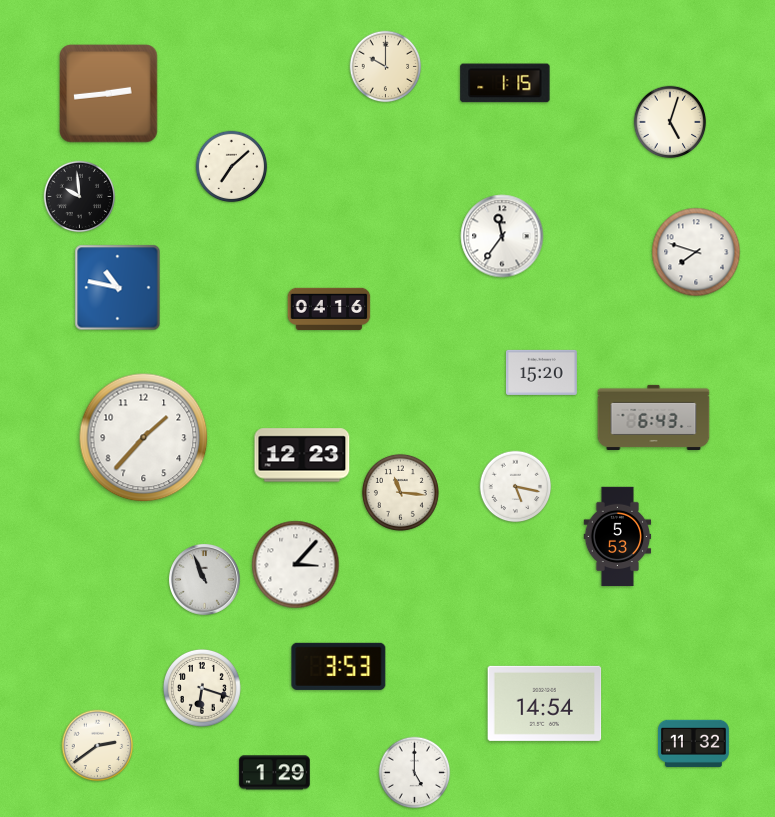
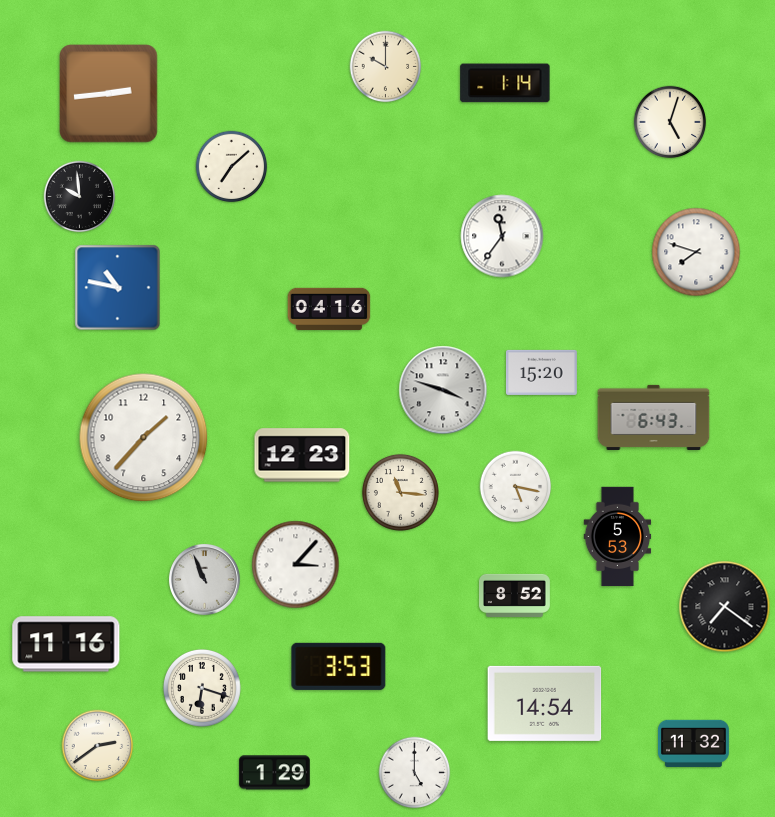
clock at (505, 83): 1:15 -> 1:14
clock at (443, 390): none -> 3:48
clock at (515, 595): none -> 8:52
clock at (725, 607): none -> 7:21
clock at (66, 644): none -> 11:16
